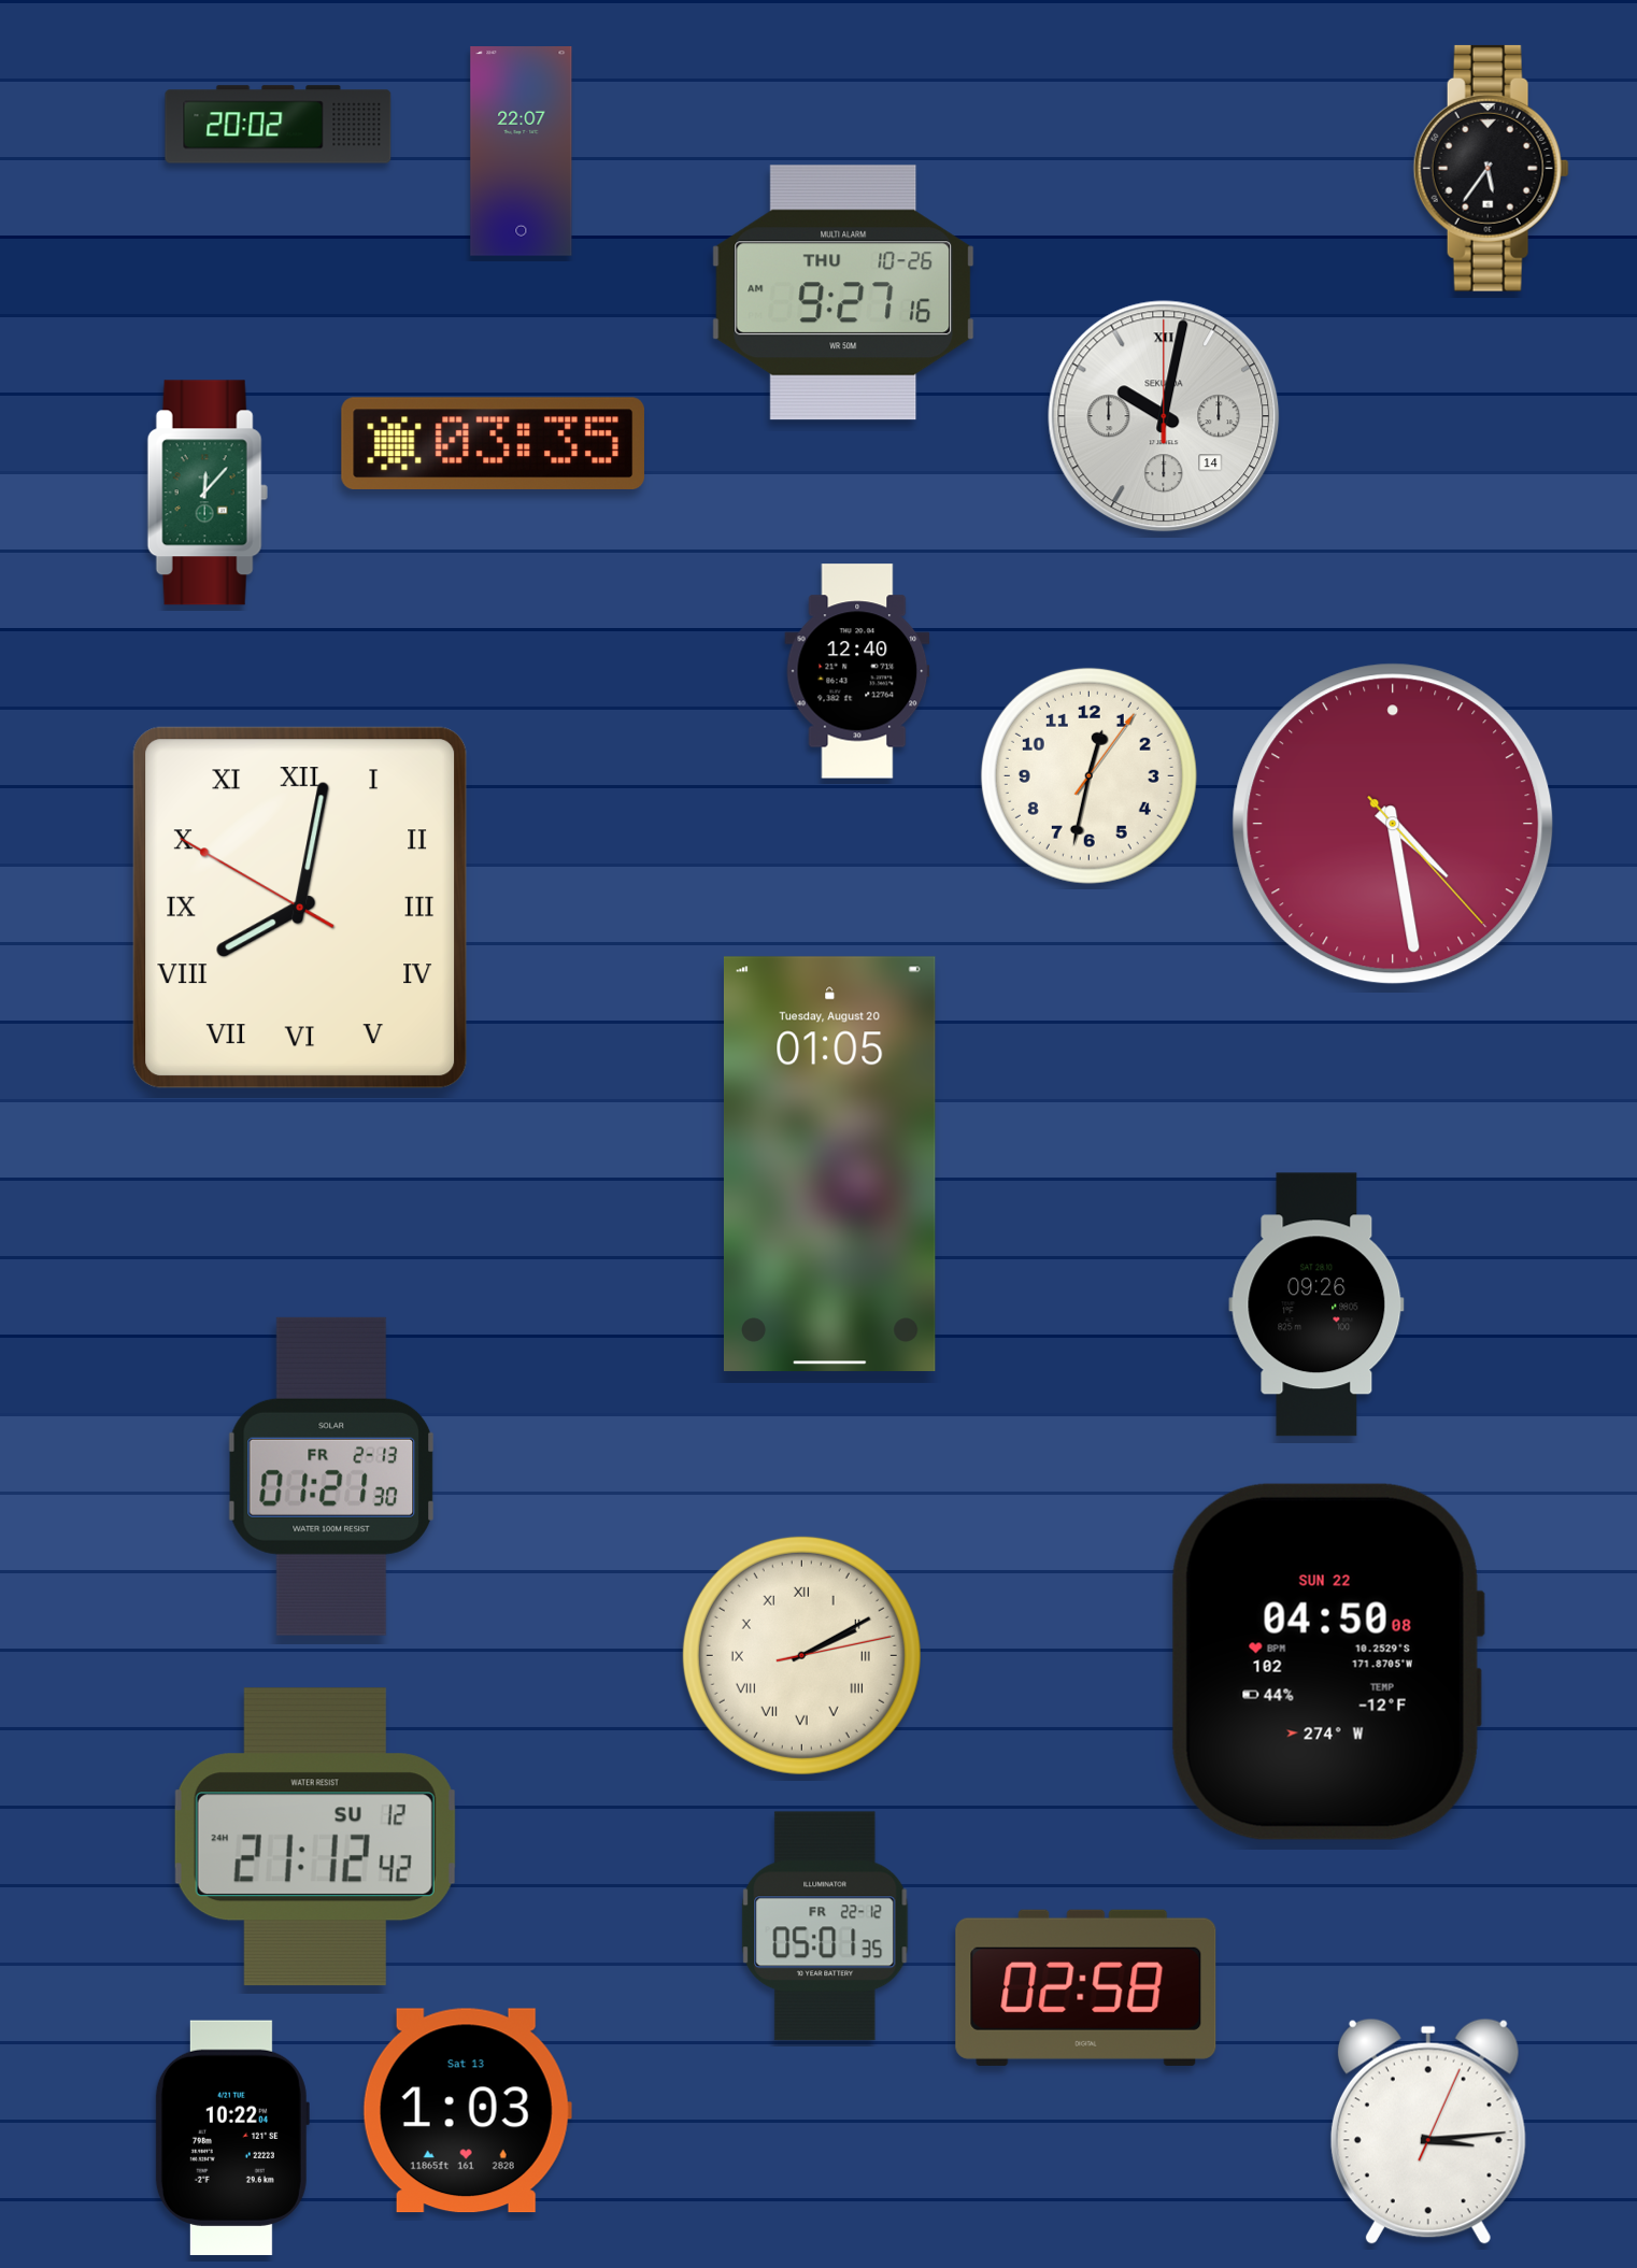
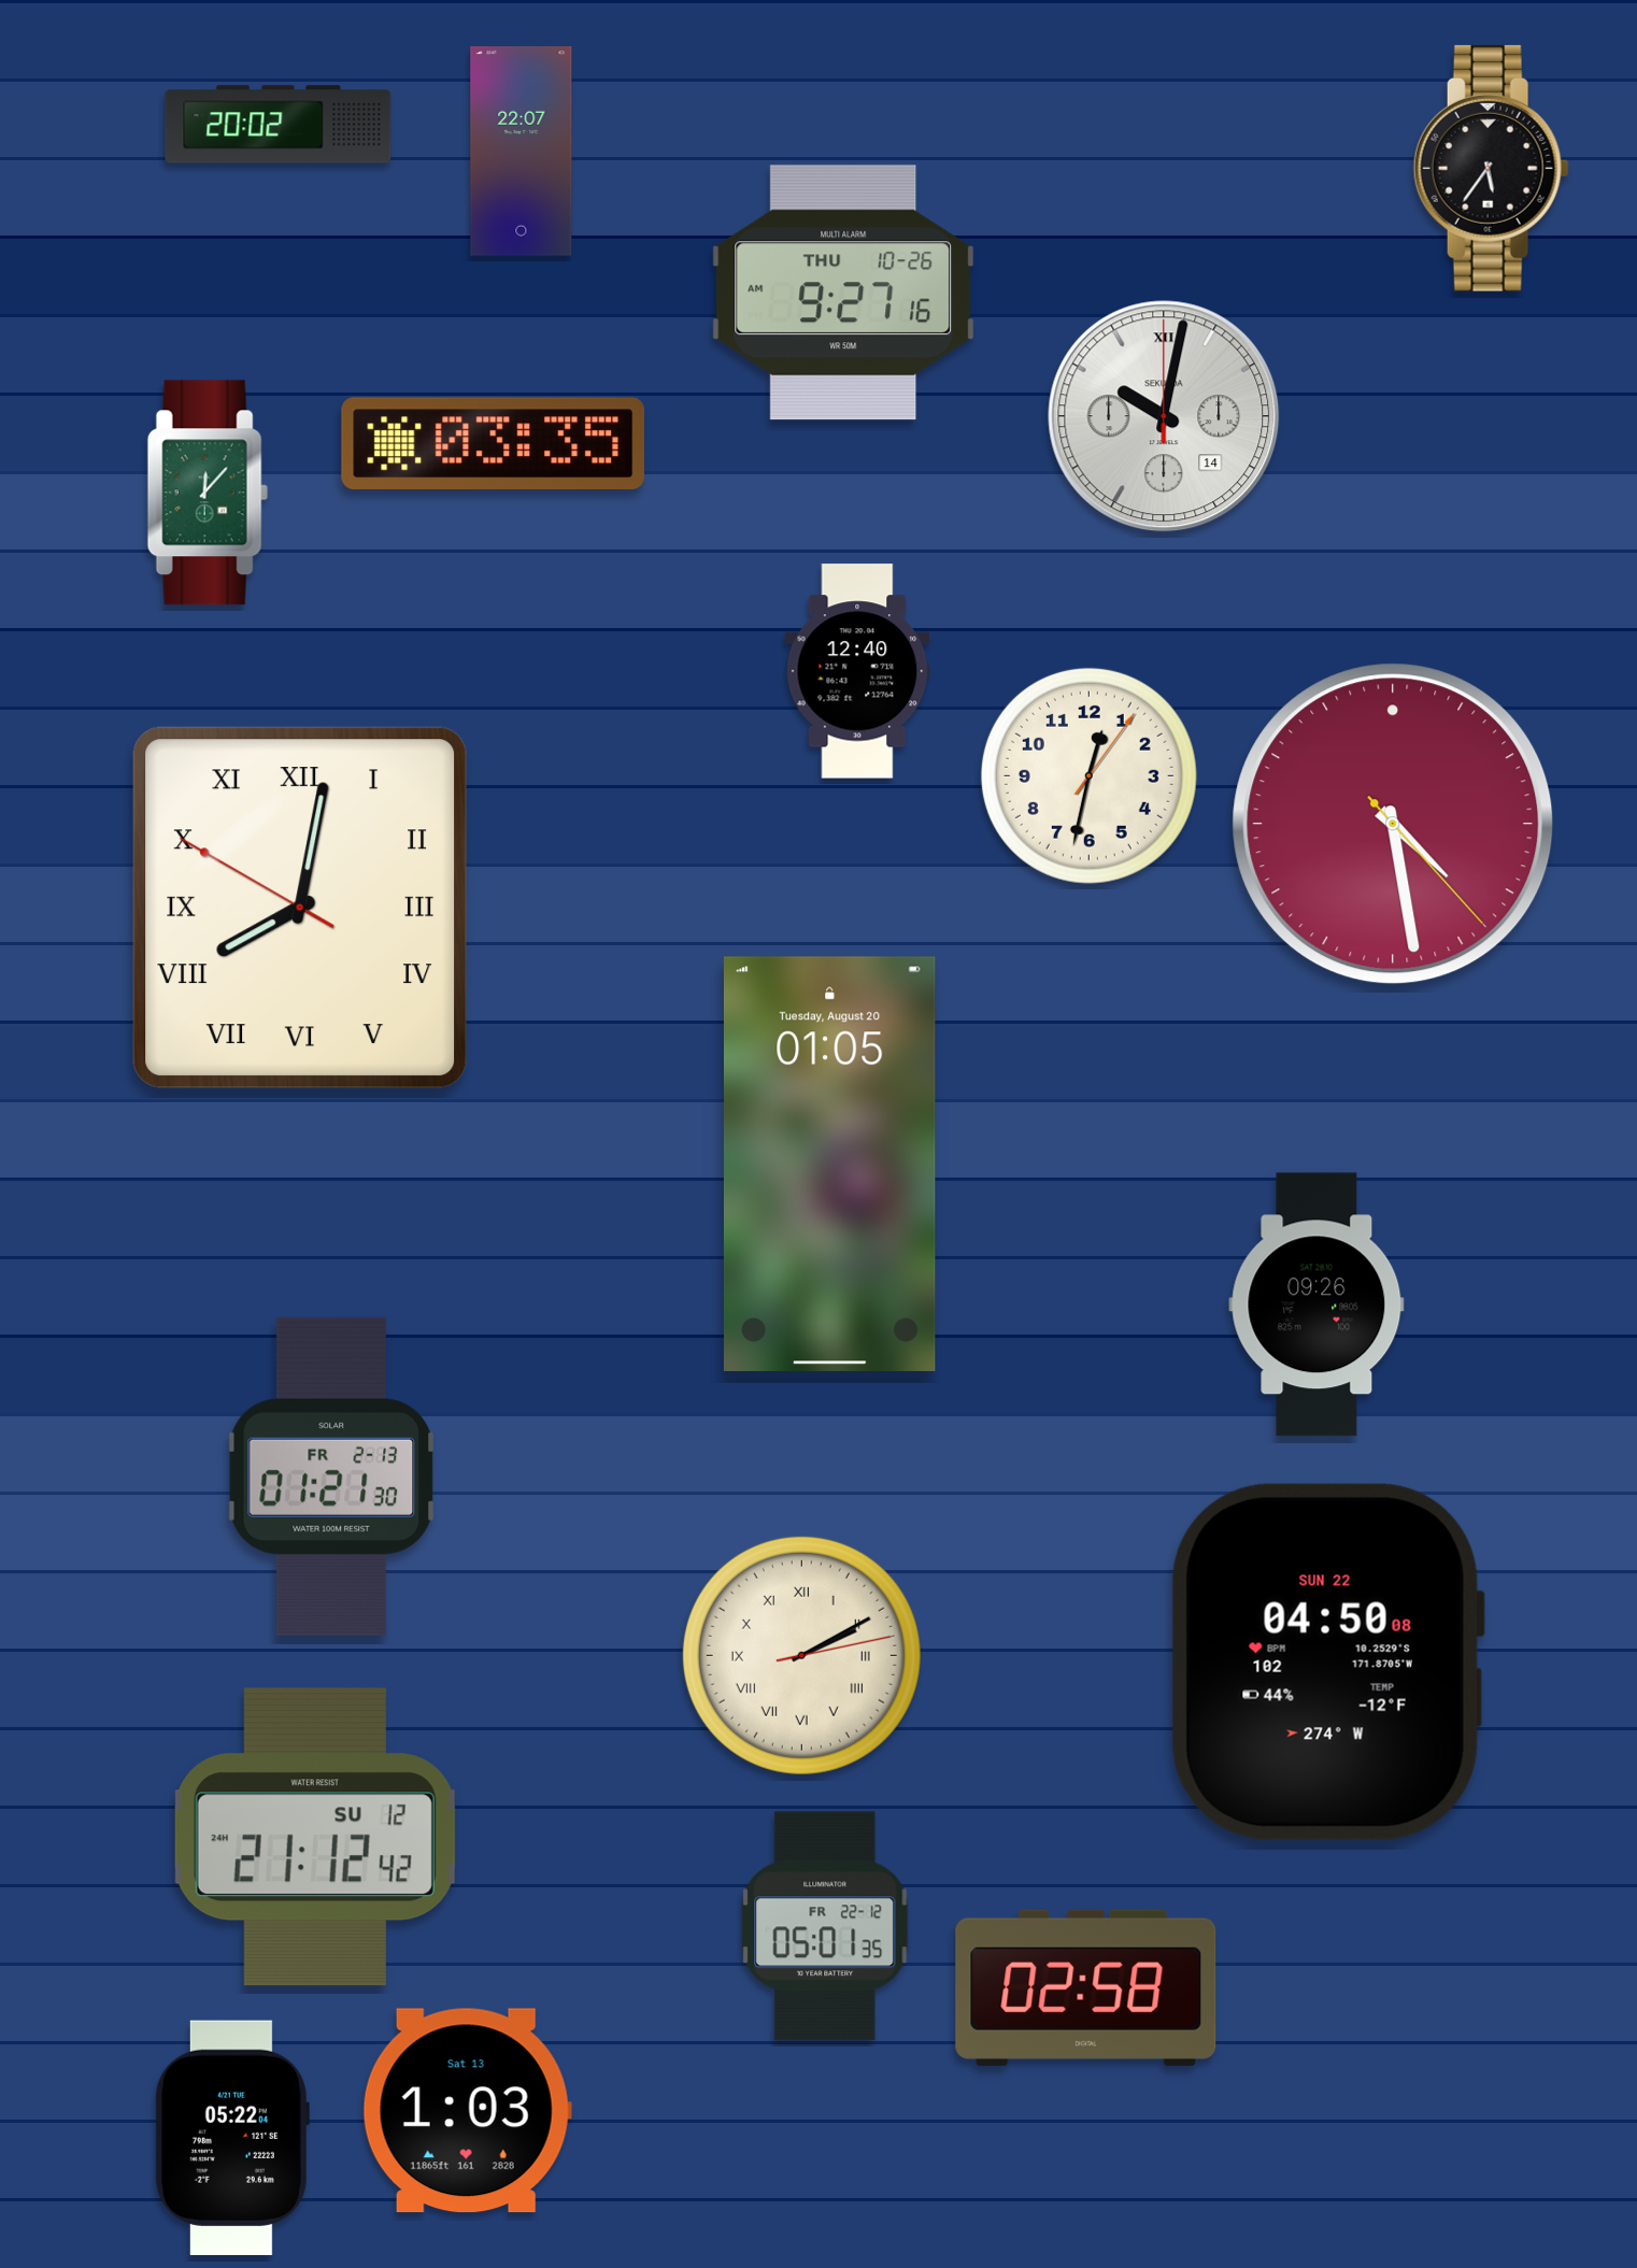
clock at (1428, 2131): 3:14 -> none
clock at (232, 2138): 10:22 -> 05:22
